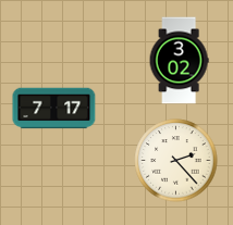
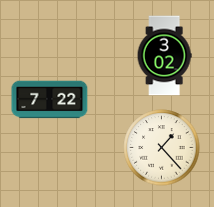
clock at (54, 109): 7:17 -> 7:22
clock at (176, 161): 2:23 -> 1:23
